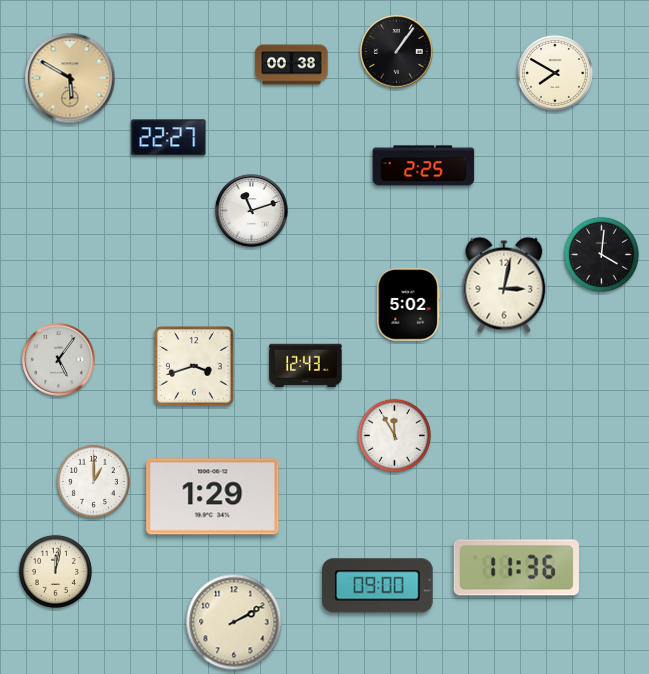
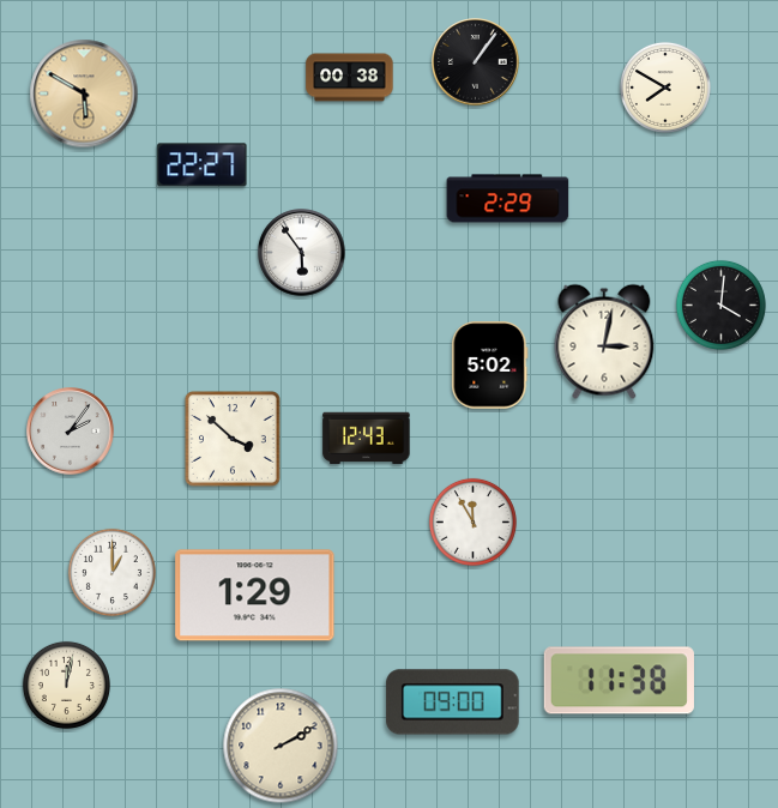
clock at (424, 166): 2:25 -> 2:29
clock at (252, 211): 11:12 -> 5:54
clock at (59, 360): 5:06 -> 2:06
clock at (195, 367): 3:42 -> 3:52
clock at (93, 481) position: (93, 481) -> (111, 572)
clock at (516, 568): 11:36 -> 11:38
